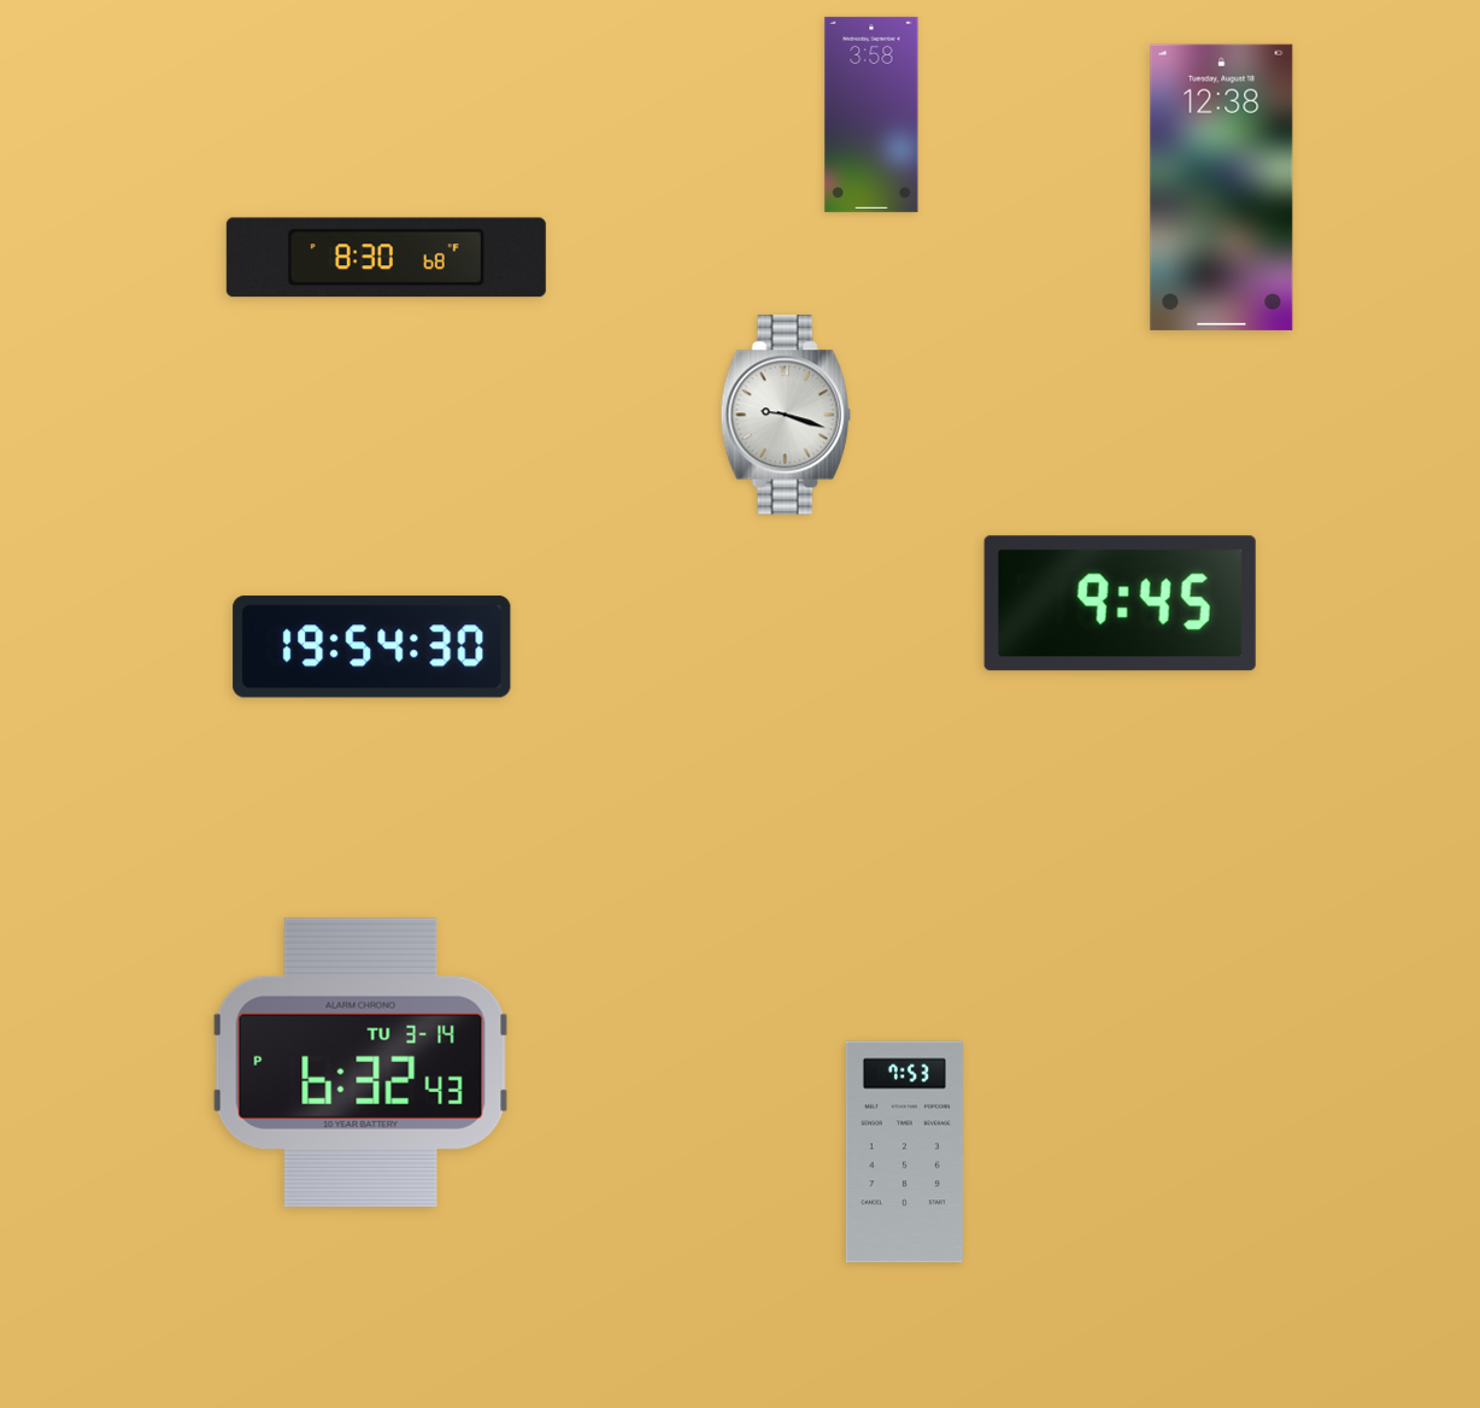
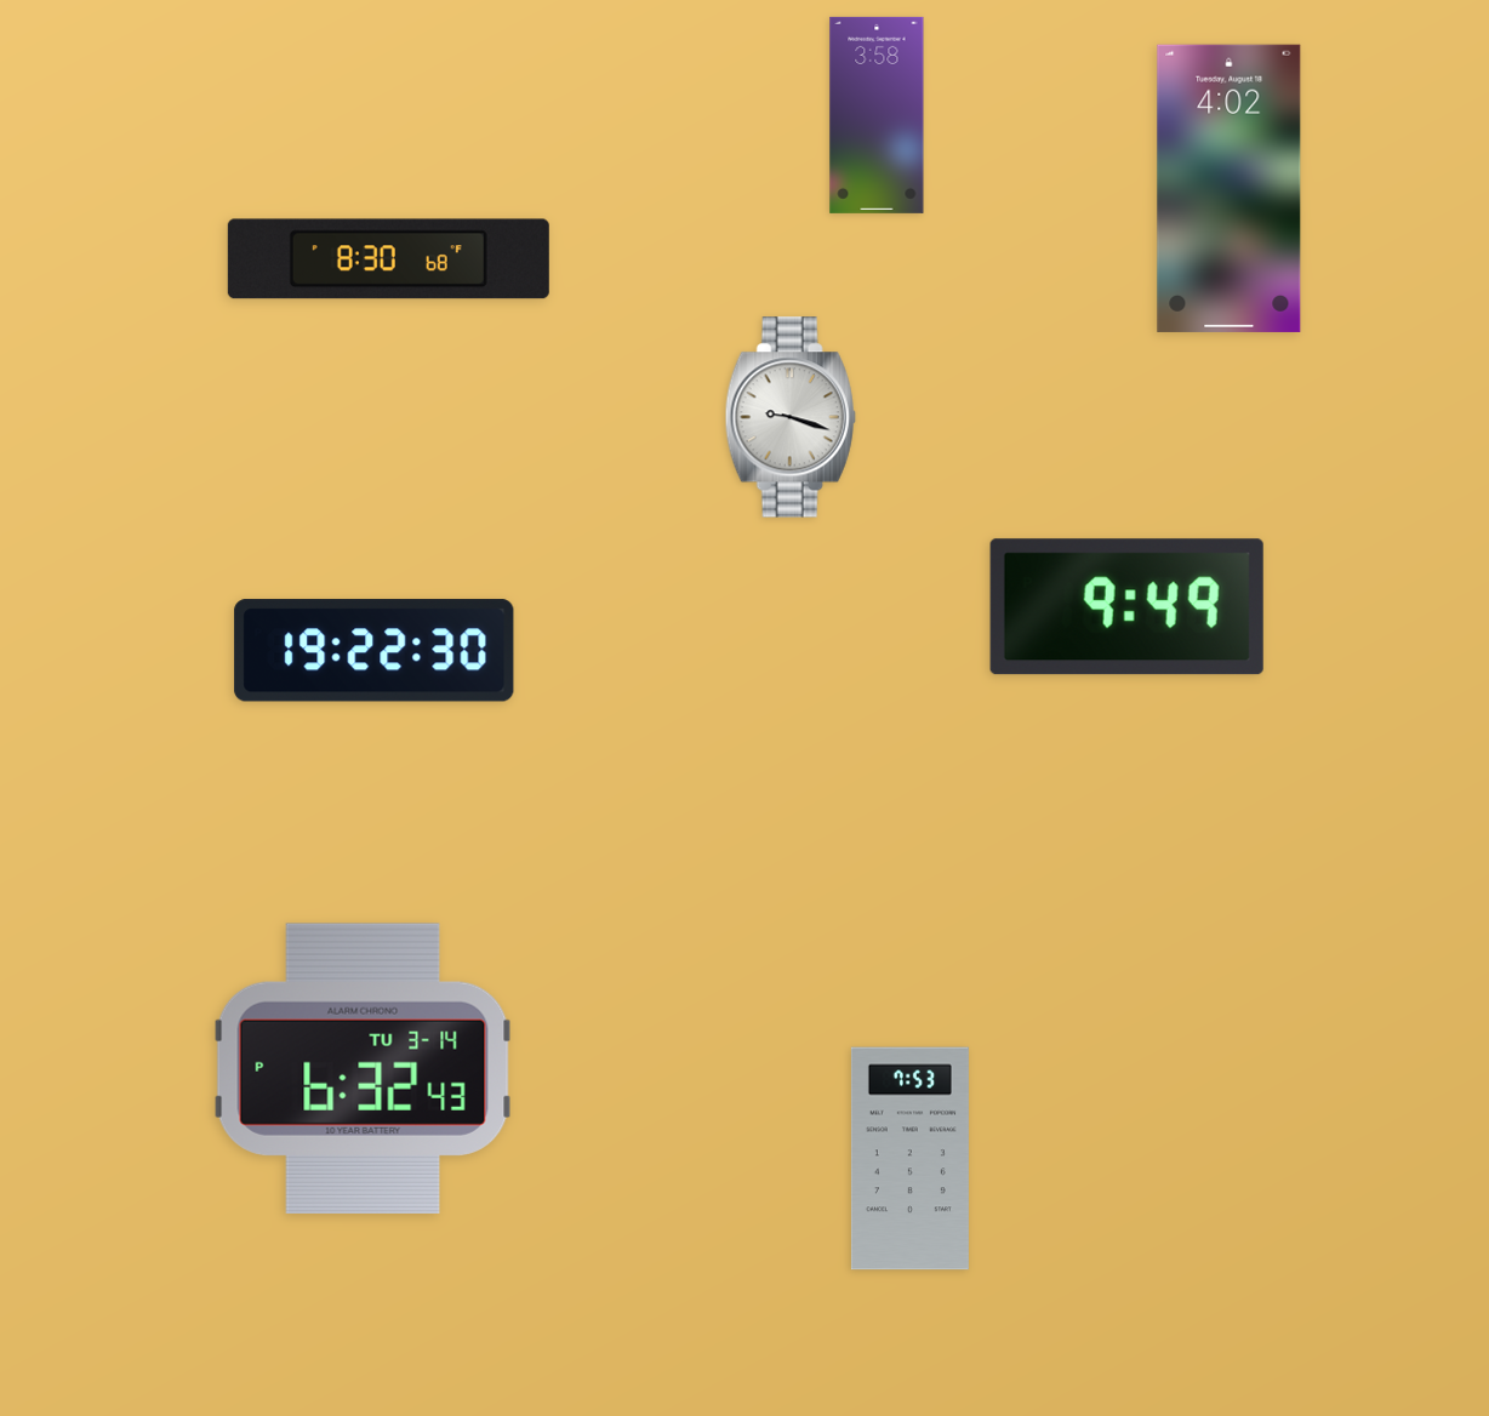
clock at (1222, 187): 12:38 -> 4:02
clock at (1120, 604): 9:45 -> 9:49
clock at (372, 647): 19:54 -> 19:22
